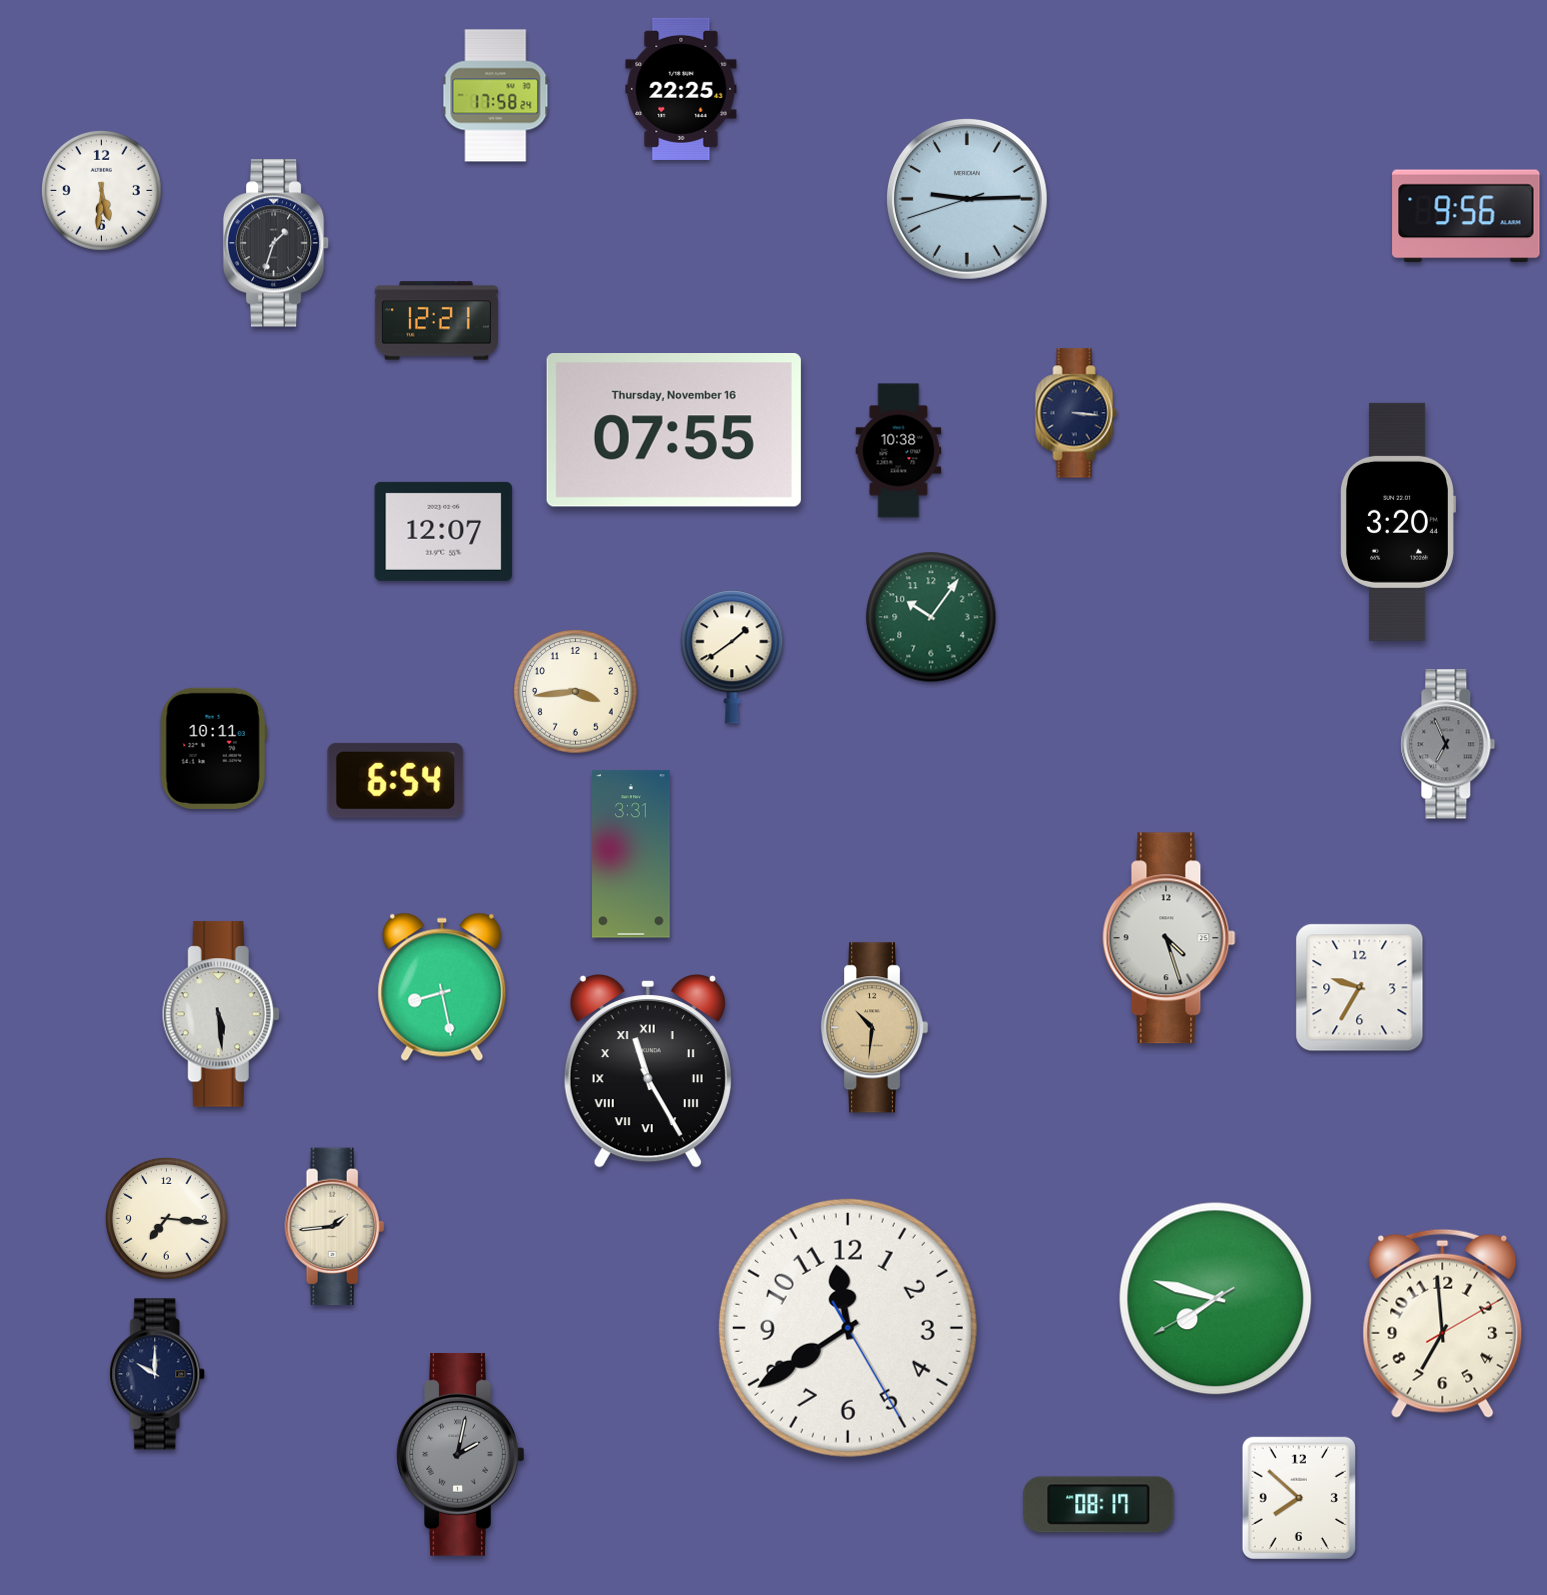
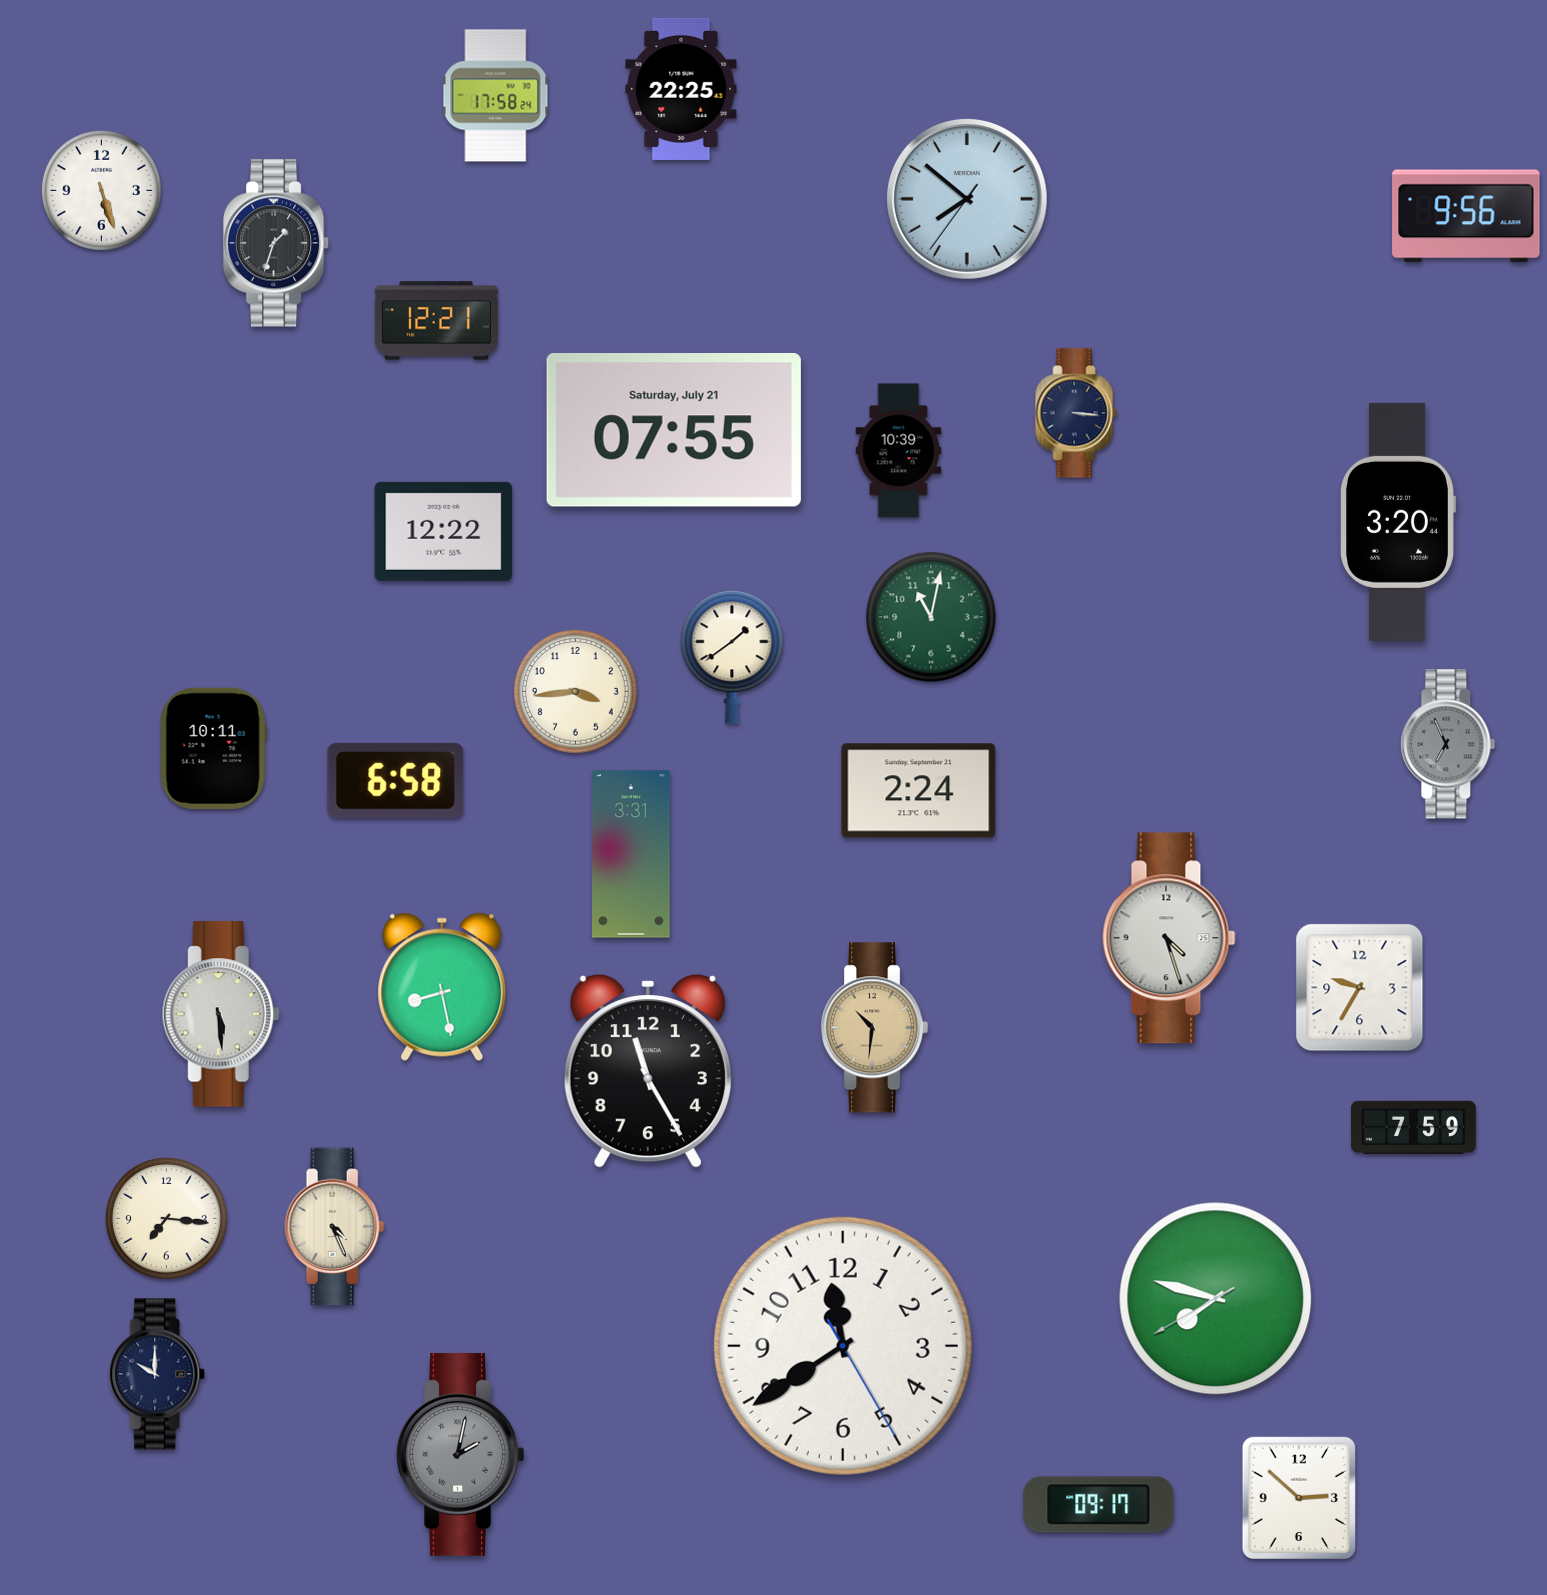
clock at (101, 190): 5:31 -> 5:27
clock at (967, 199): 9:14 -> 7:51
clock at (674, 431) date: Thursday, November 16 -> Saturday, July 21
clock at (899, 451): 10:38 -> 10:39
clock at (444, 531): 12:07 -> 12:22
clock at (931, 617): 10:06 -> 11:02
clock at (396, 780): 6:54 -> 6:58
clock at (919, 791): none -> 2:24
clock at (648, 1072) numerals: Roman -> Arabic
clock at (1413, 1127): none -> 7:59
clock at (335, 1227): 1:44 -> 4:26
clock at (1443, 1323): 6:59 -> none
clock at (848, 1328) position: (848, 1328) -> (843, 1346)
clock at (1299, 1497): 7:52 -> 2:52
clock at (1099, 1505): 08:17 -> 09:17
